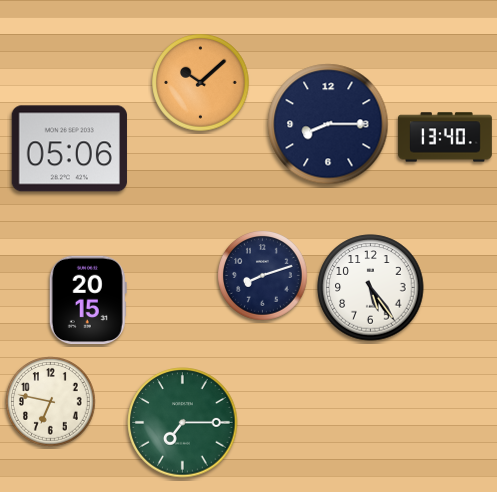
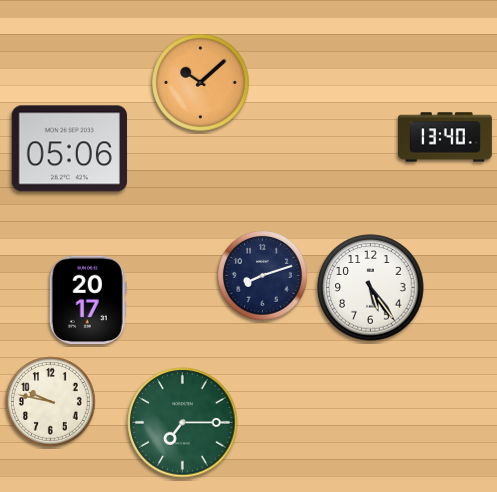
clock at (328, 124): 8:15 -> none
clock at (88, 300): 20:15 -> 20:17
clock at (51, 402): 6:47 -> 9:47
